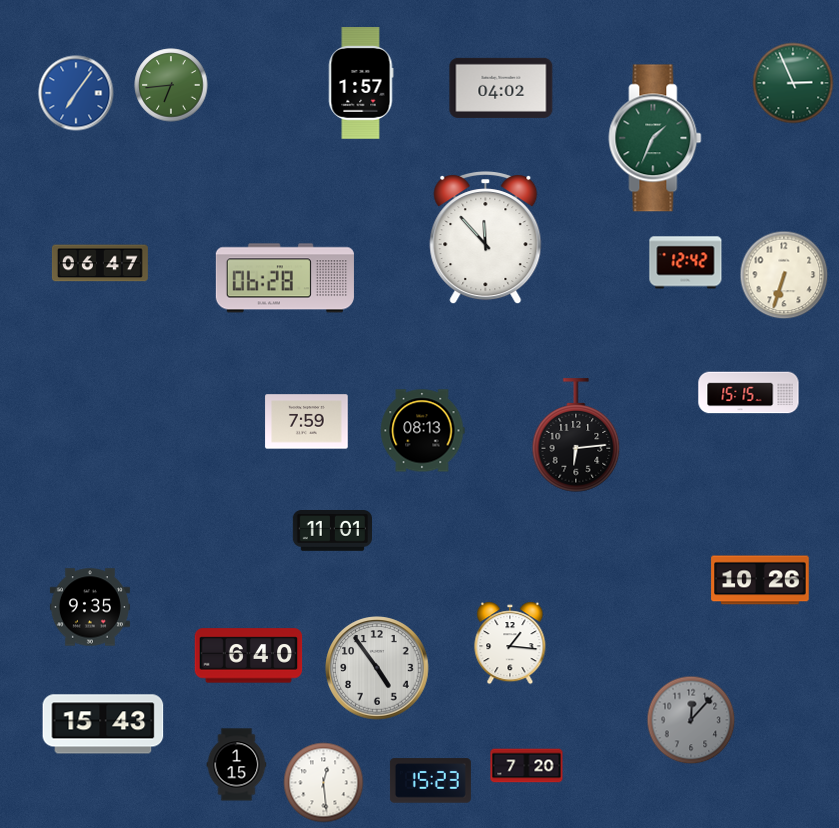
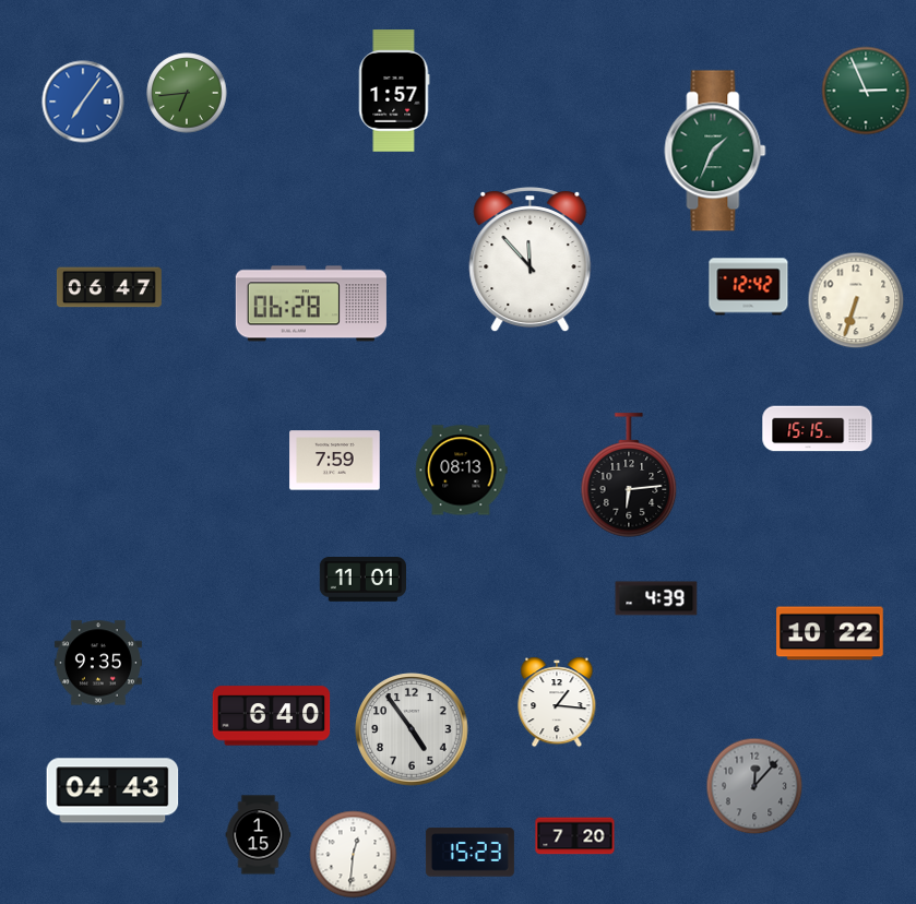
clock at (501, 88): 04:02 -> none
clock at (656, 598): none -> 4:39
clock at (760, 580): 10:26 -> 10:22
clock at (103, 724): 15:43 -> 04:43
clock at (324, 783): 12:29 -> 12:31
